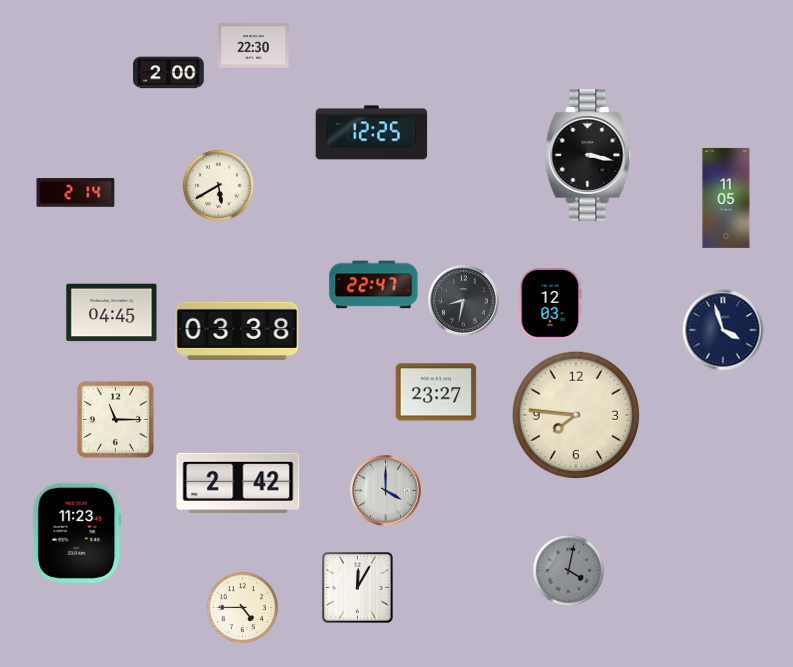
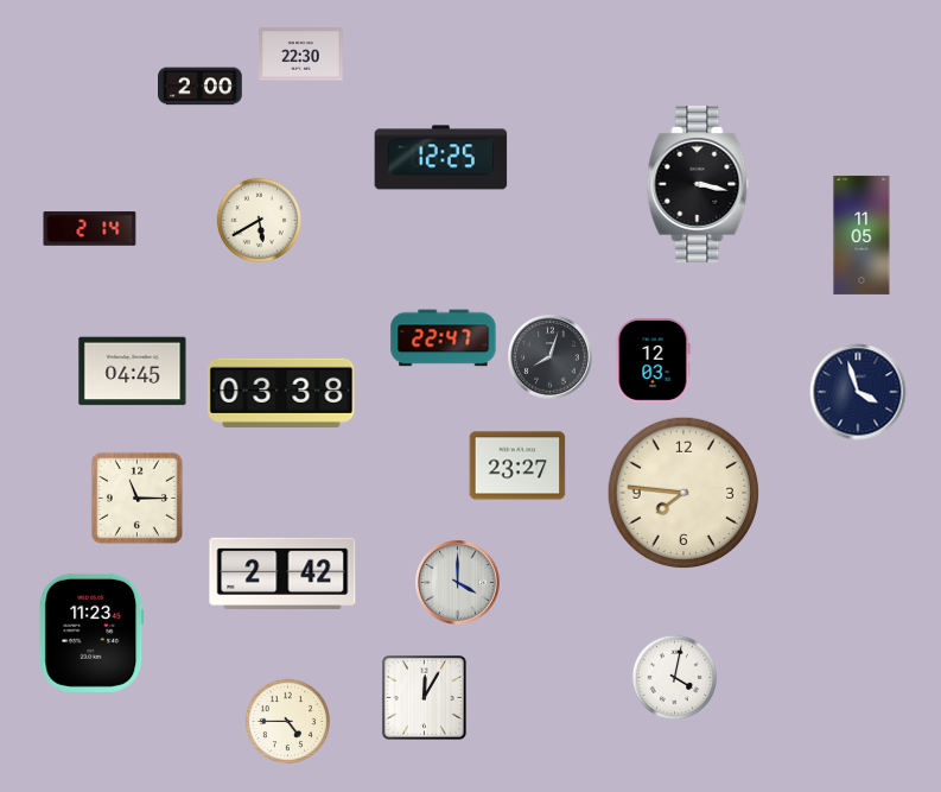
clock at (464, 301): 8:32 -> 8:03
clock at (568, 570) dial: grey -> white
